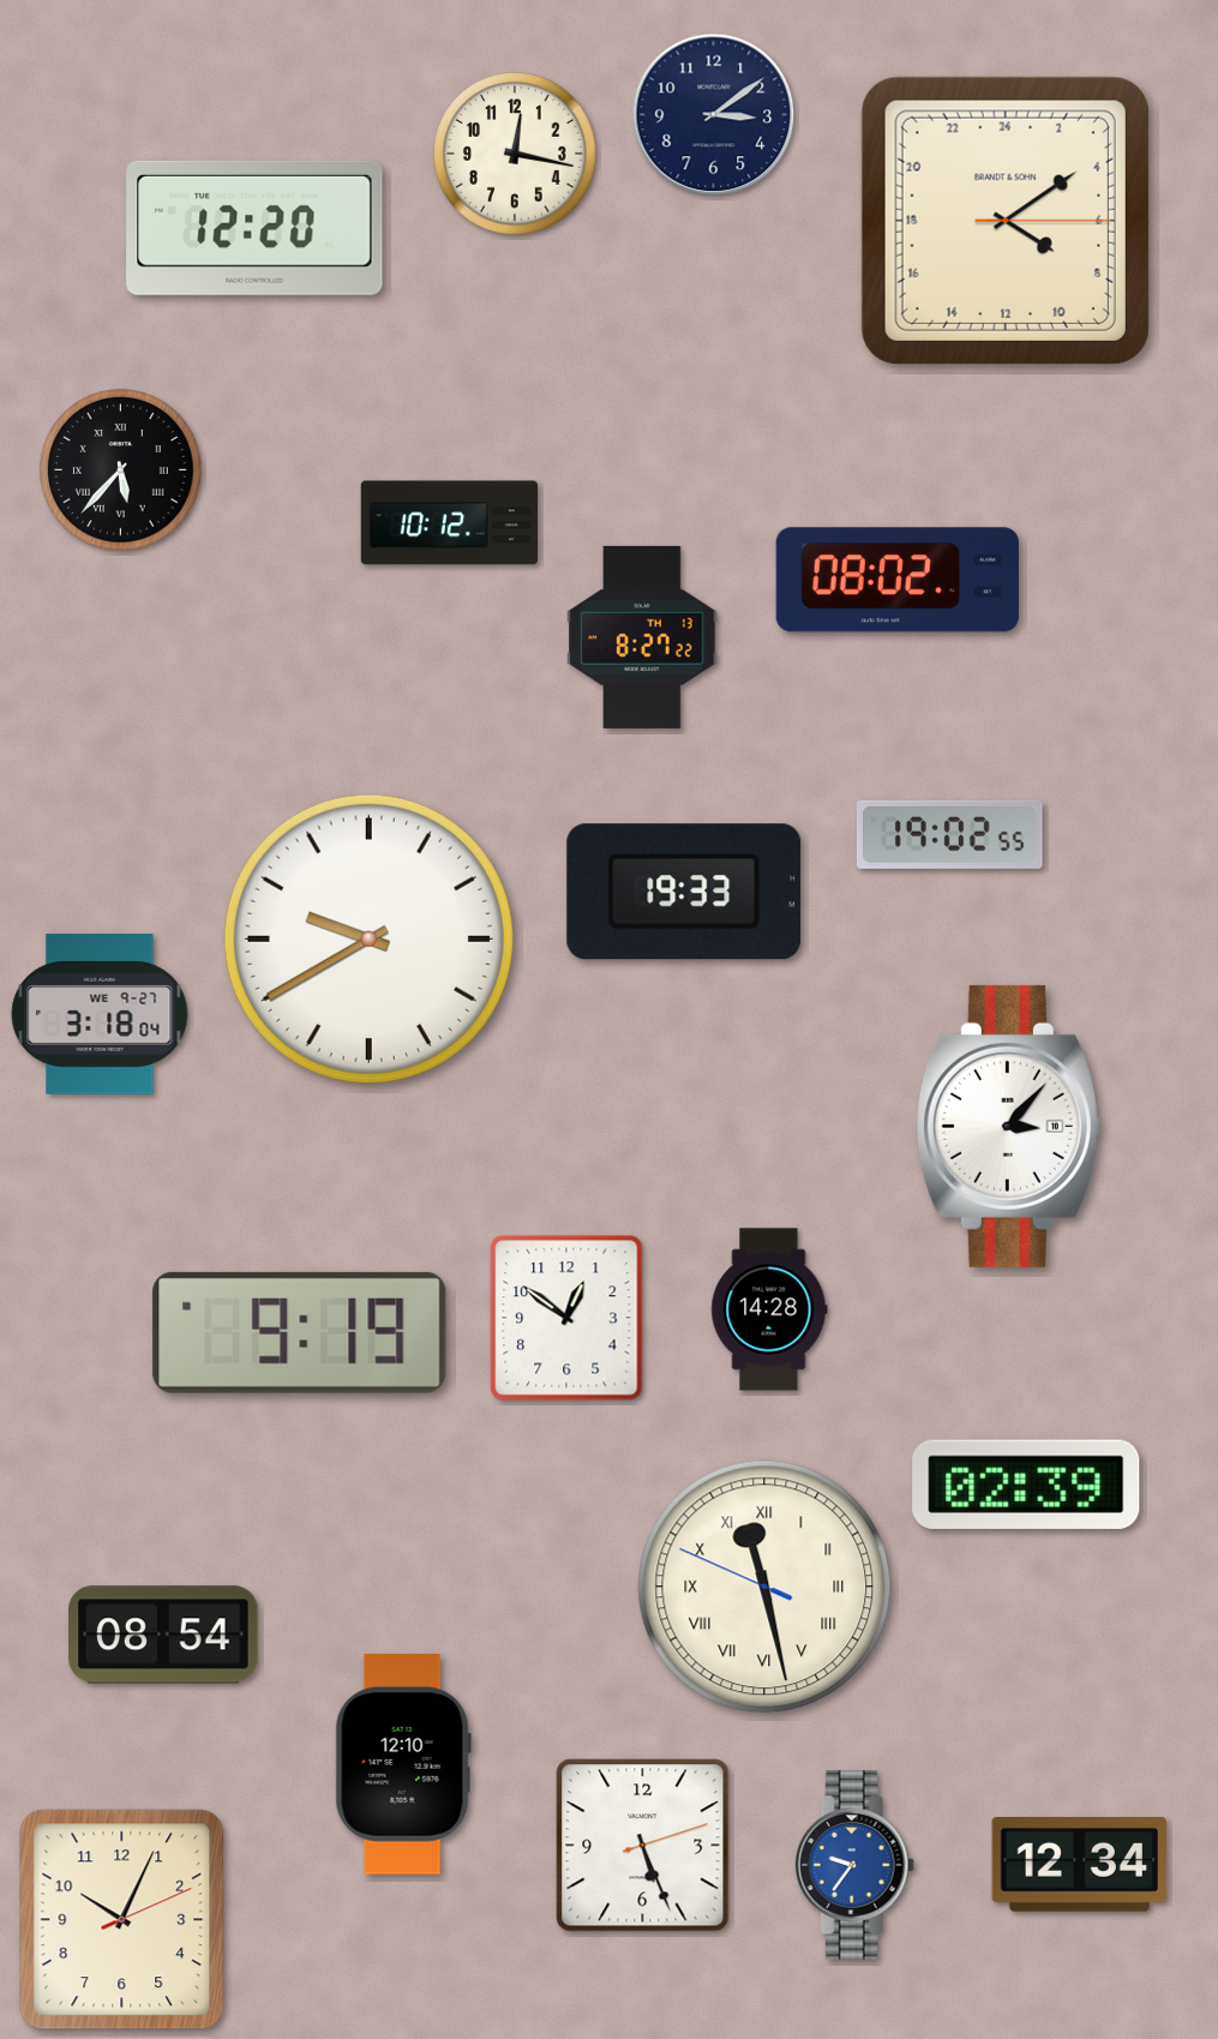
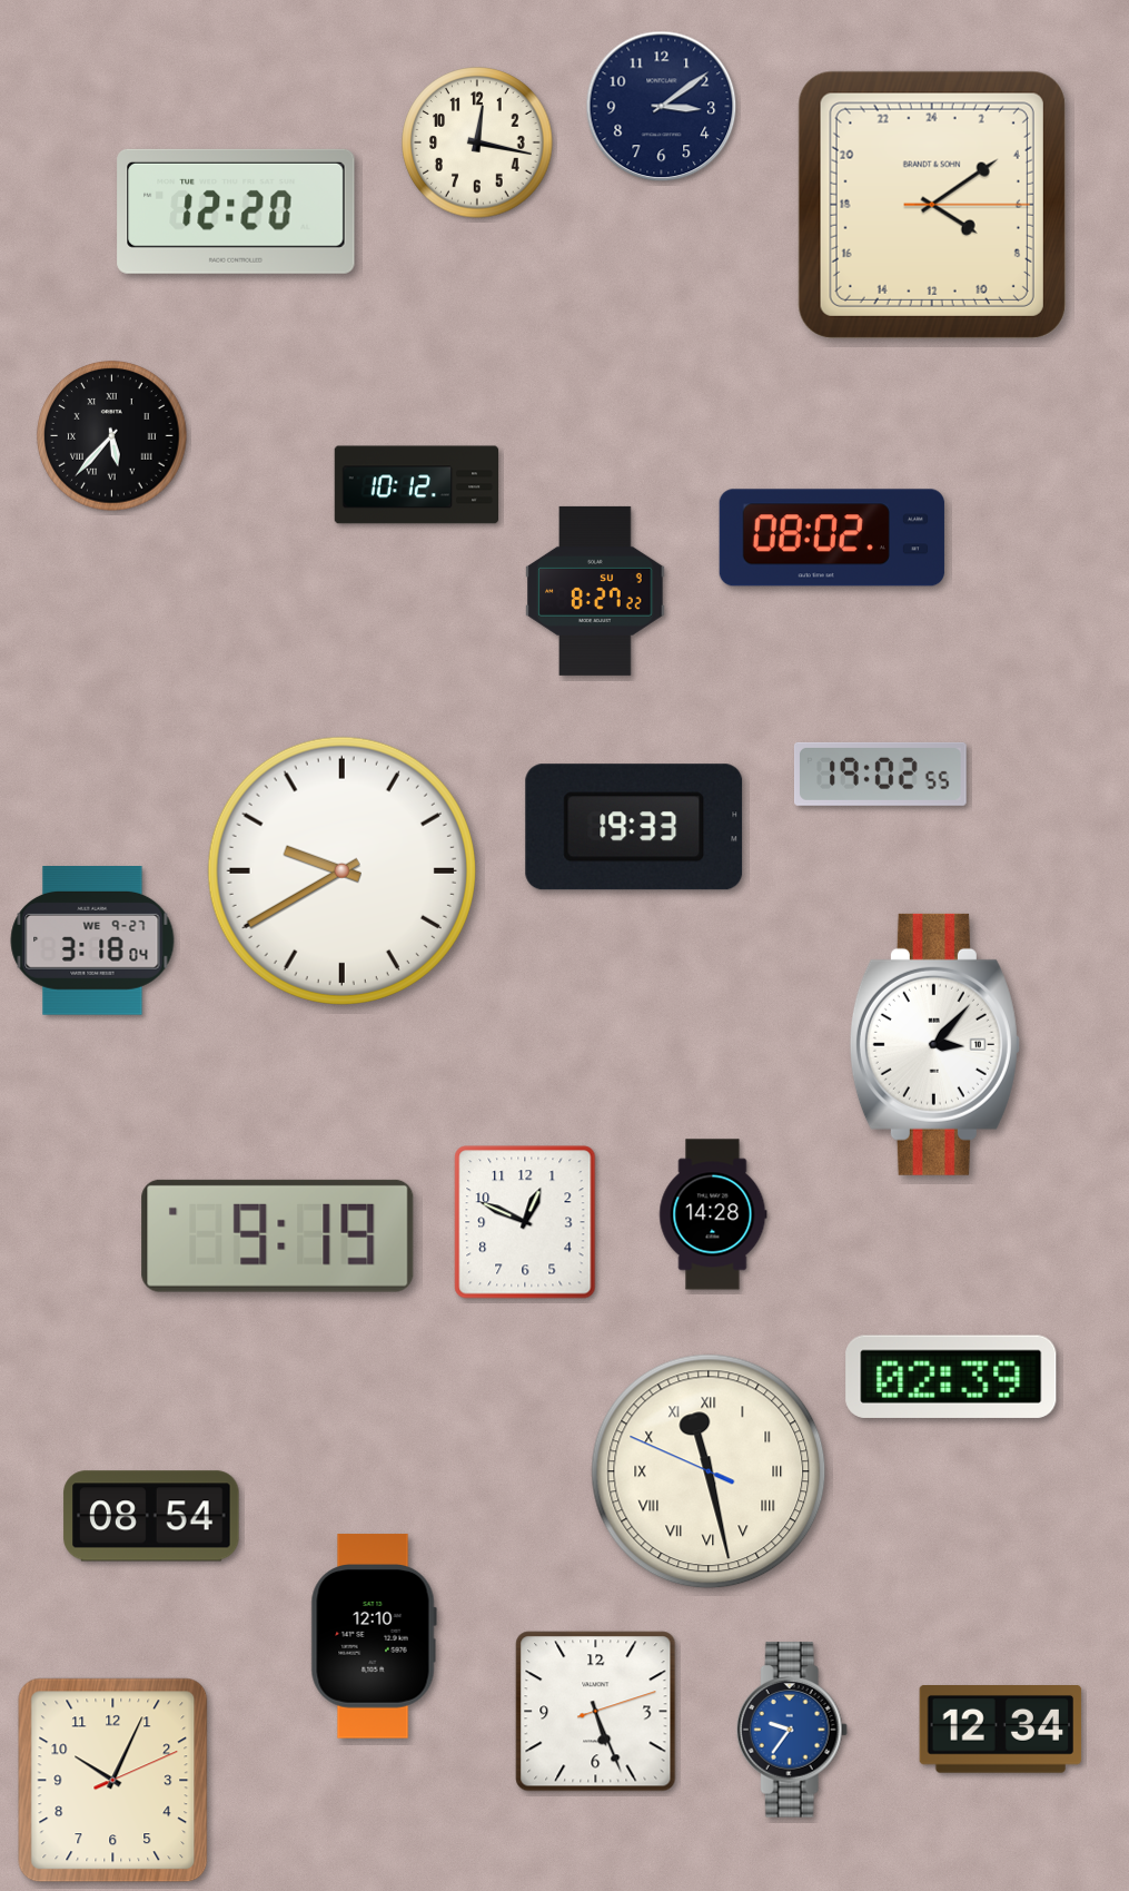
clock at (642, 637) date: TH 13 -> SU 9
clock at (566, 1318): 12:51 -> 12:49
